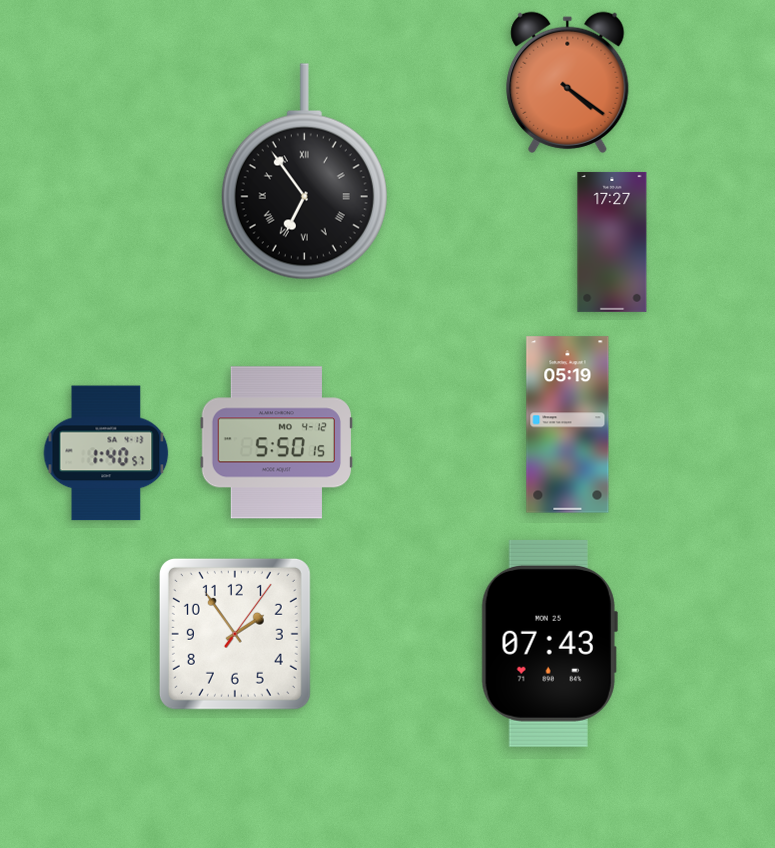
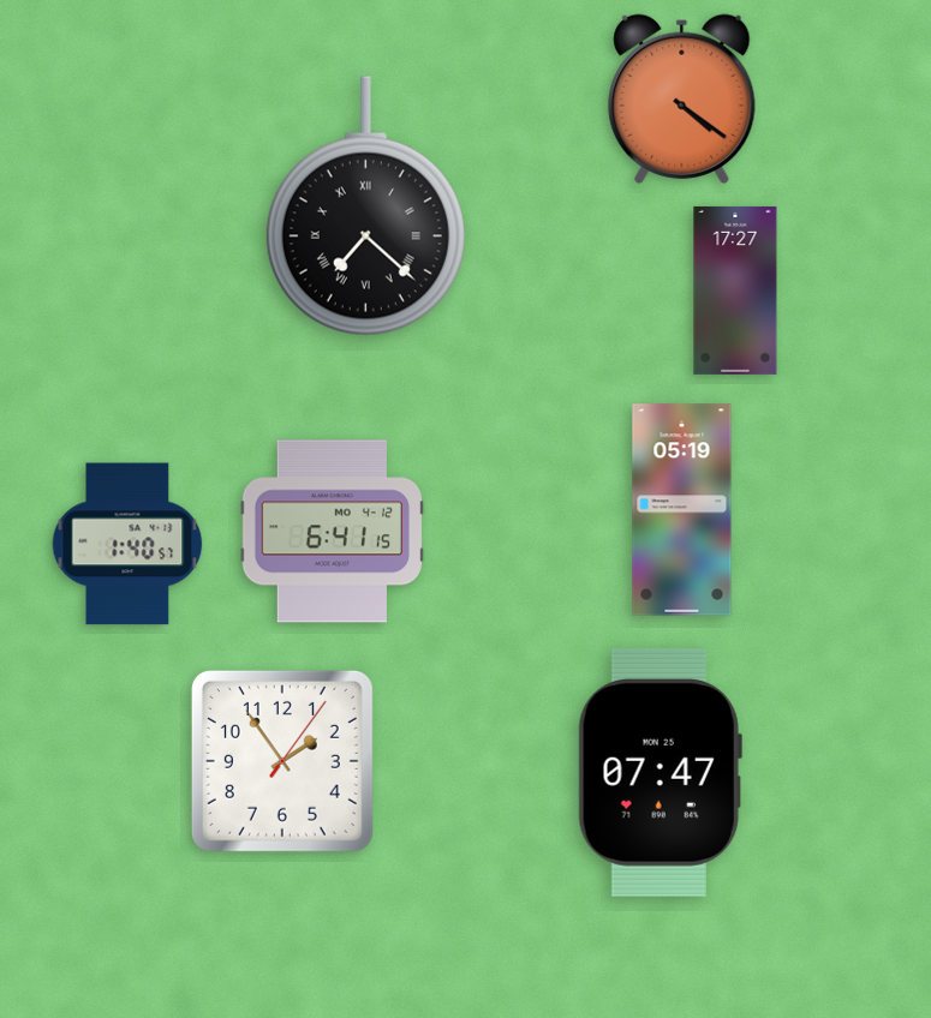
clock at (304, 172): 6:54 -> 7:22
clock at (276, 443): 5:50 -> 6:41
clock at (549, 643): 07:43 -> 07:47
